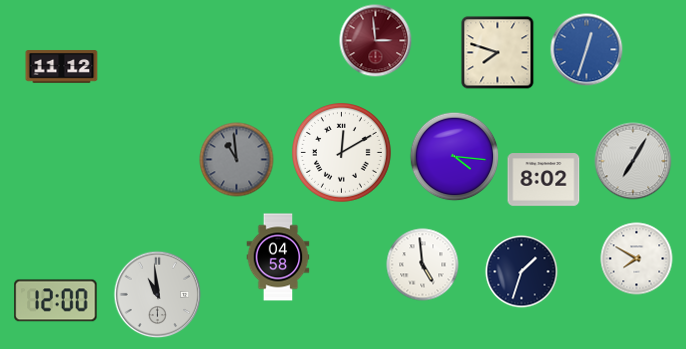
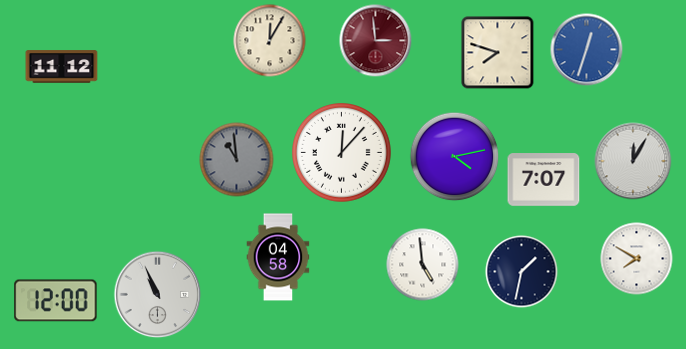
clock at (270, 41): none -> 12:05
clock at (342, 153): 12:10 -> 12:07
clock at (455, 157): 4:16 -> 4:13
clock at (633, 161): 7:05 -> 12:05
clock at (544, 180): 8:02 -> 7:07
clock at (522, 272): 1:33 -> 1:32
clock at (158, 295): 10:59 -> 10:56
